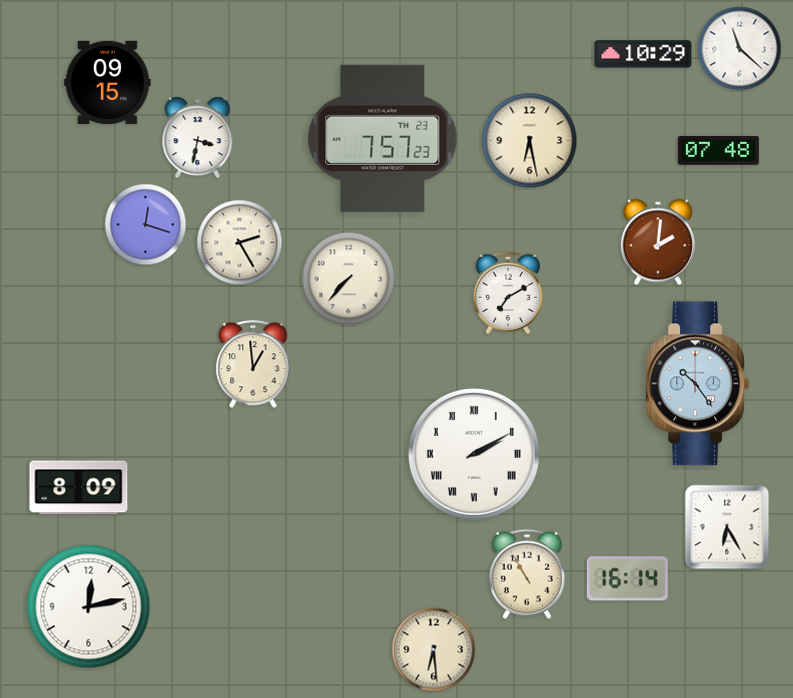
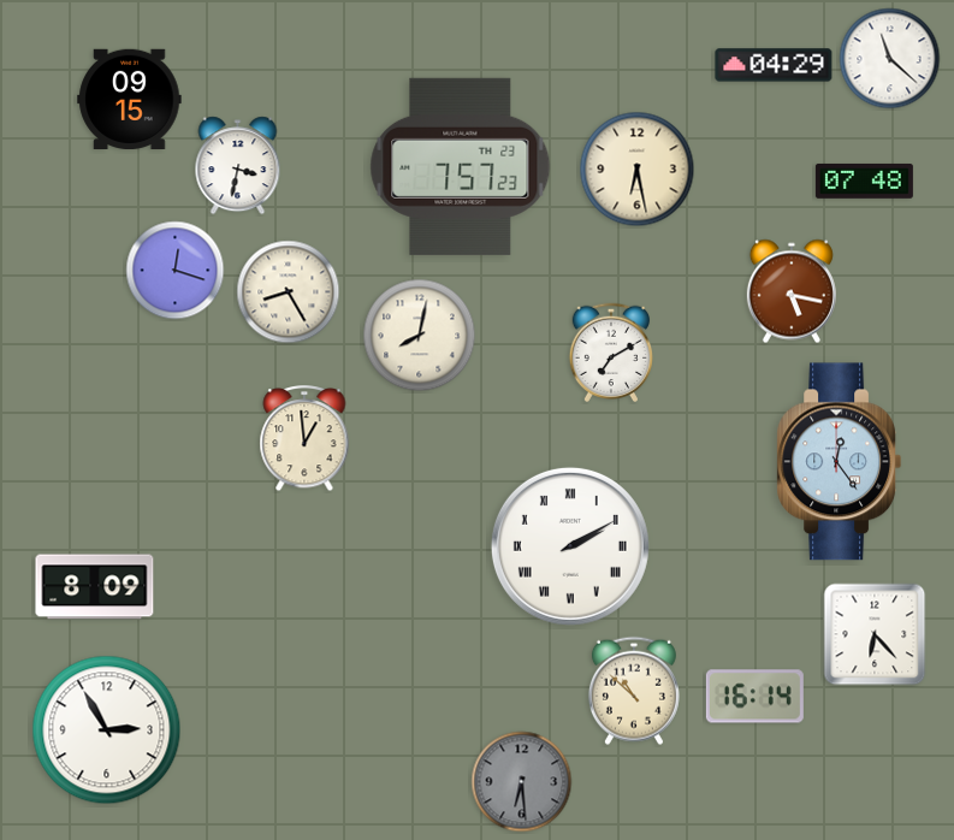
clock at (643, 54): 10:29 -> 04:29
clock at (658, 242): 2:01 -> 5:17
clock at (240, 243): 2:25 -> 8:25
clock at (349, 279): 7:37 -> 8:02
clock at (698, 384): 10:24 -> 12:24
clock at (727, 527): 6:25 -> 6:23
clock at (527, 574): 10:55 -> 10:52
clock at (89, 607): 12:13 -> 2:55
clock at (434, 650) dial: cream -> grey
